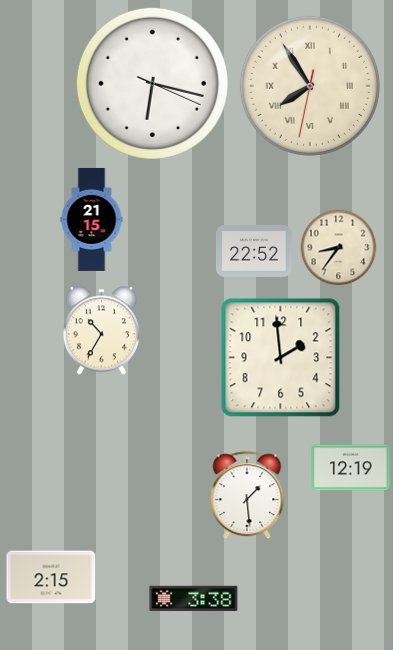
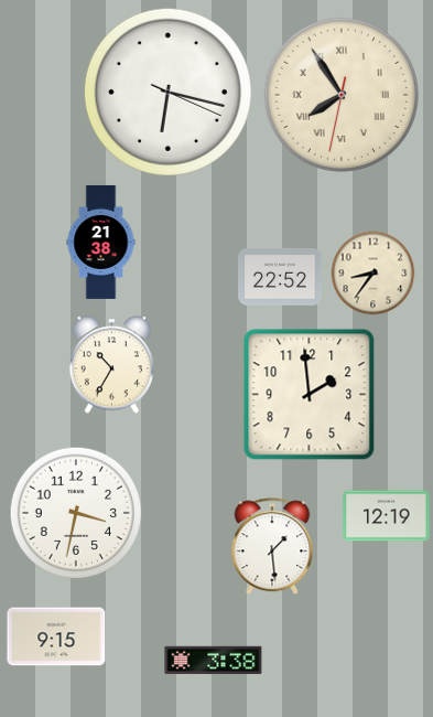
clock at (92, 219): 21:15 -> 21:38
clock at (75, 512): none -> 3:32
clock at (51, 577): 2:15 -> 9:15
